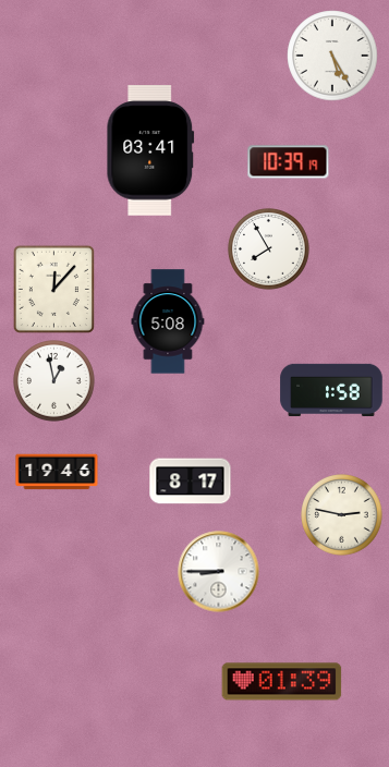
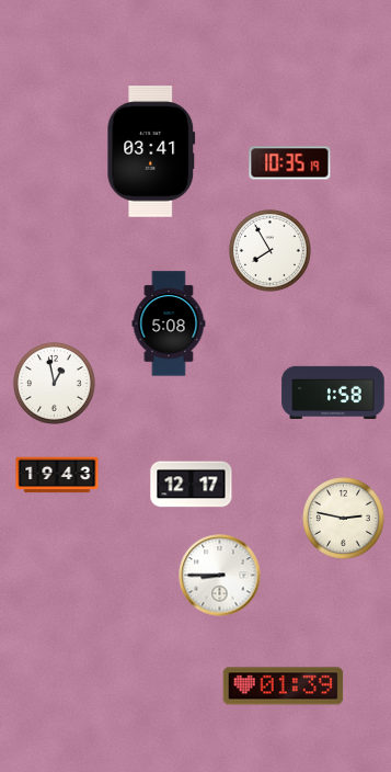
clock at (332, 56): 5:25 -> none
clock at (289, 162): 10:39 -> 10:35
clock at (53, 289): 12:07 -> none
clock at (57, 472): 19:46 -> 19:43
clock at (191, 482): 8:17 -> 12:17
